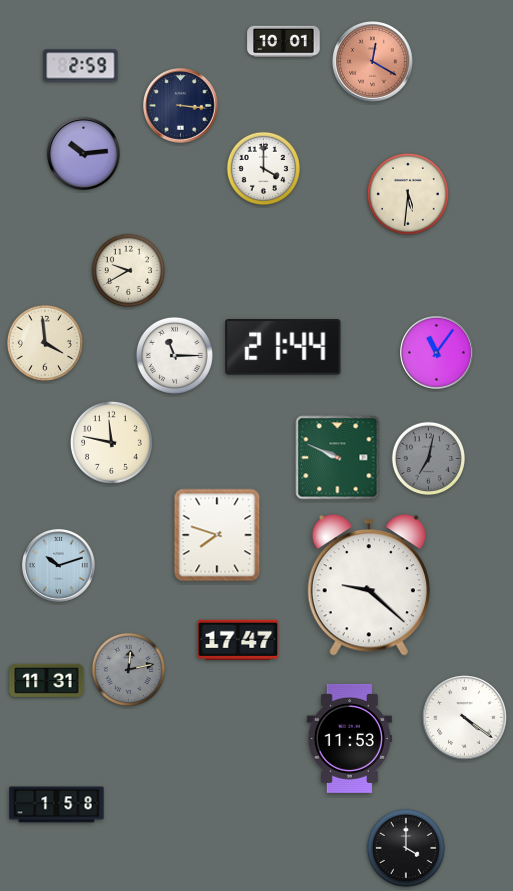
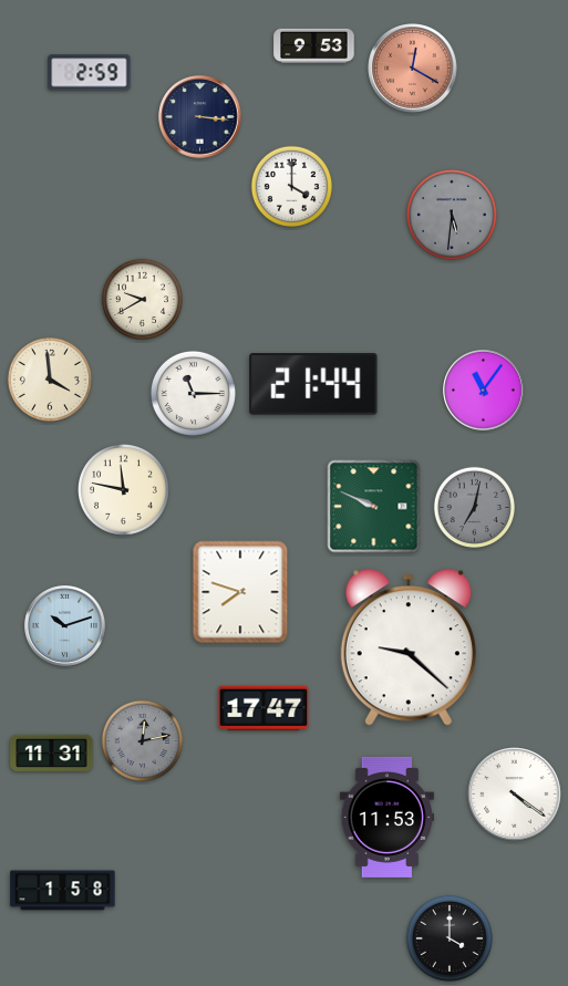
clock at (284, 42): 10:01 -> 9:53
clock at (84, 154): 10:14 -> none
clock at (408, 194) dial: cream -> grey
